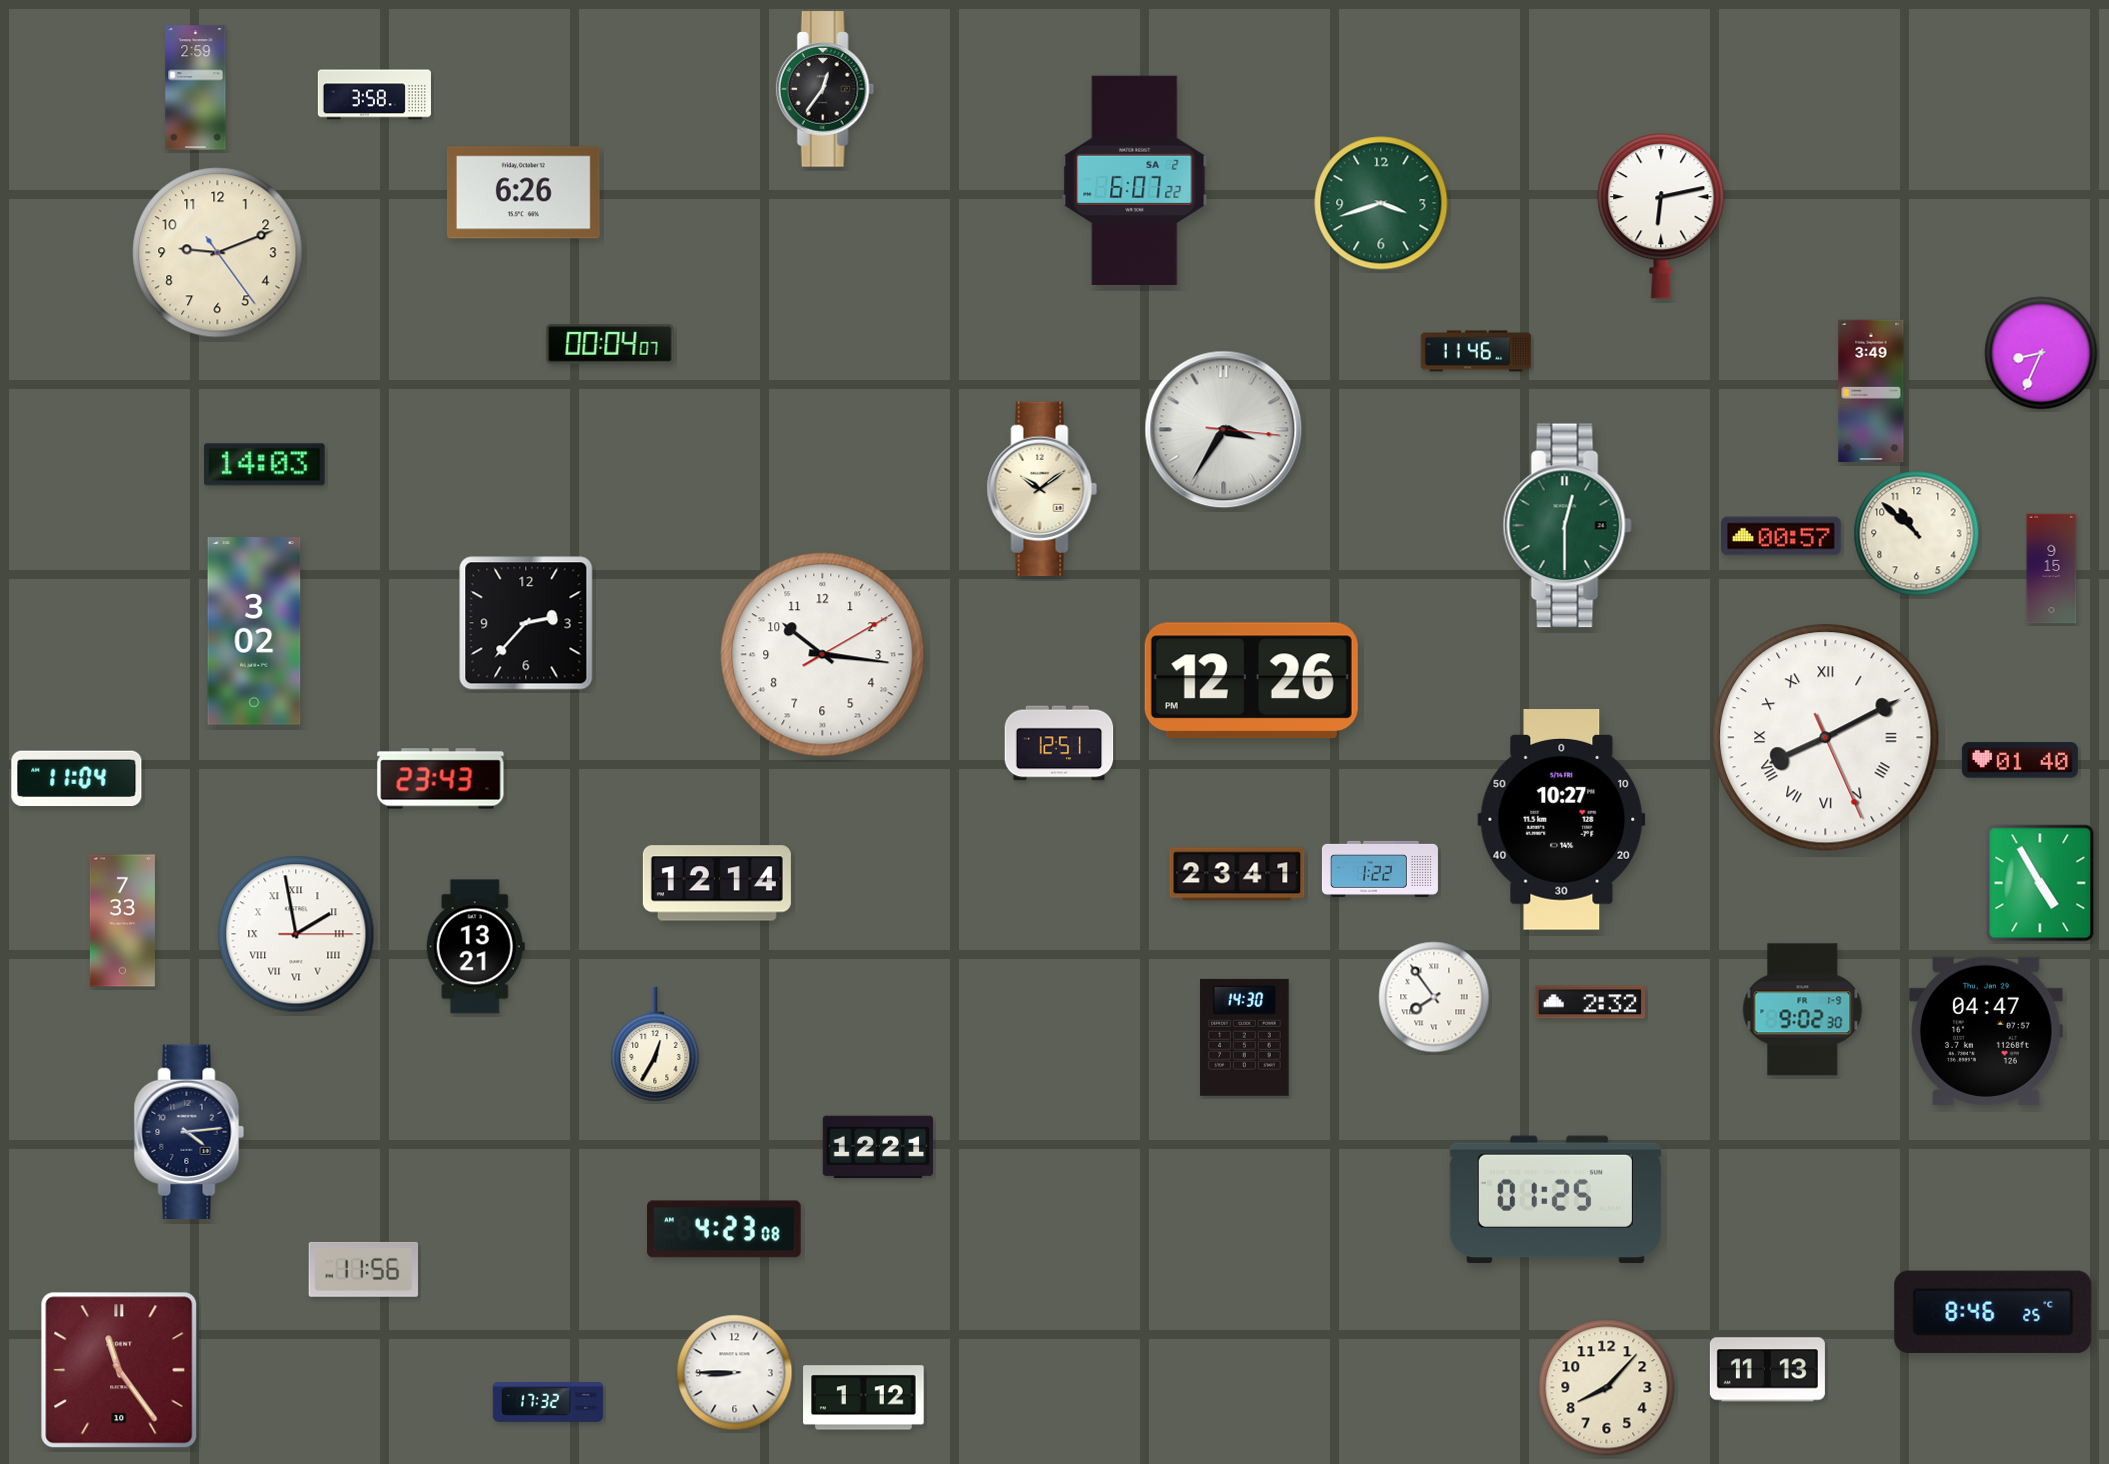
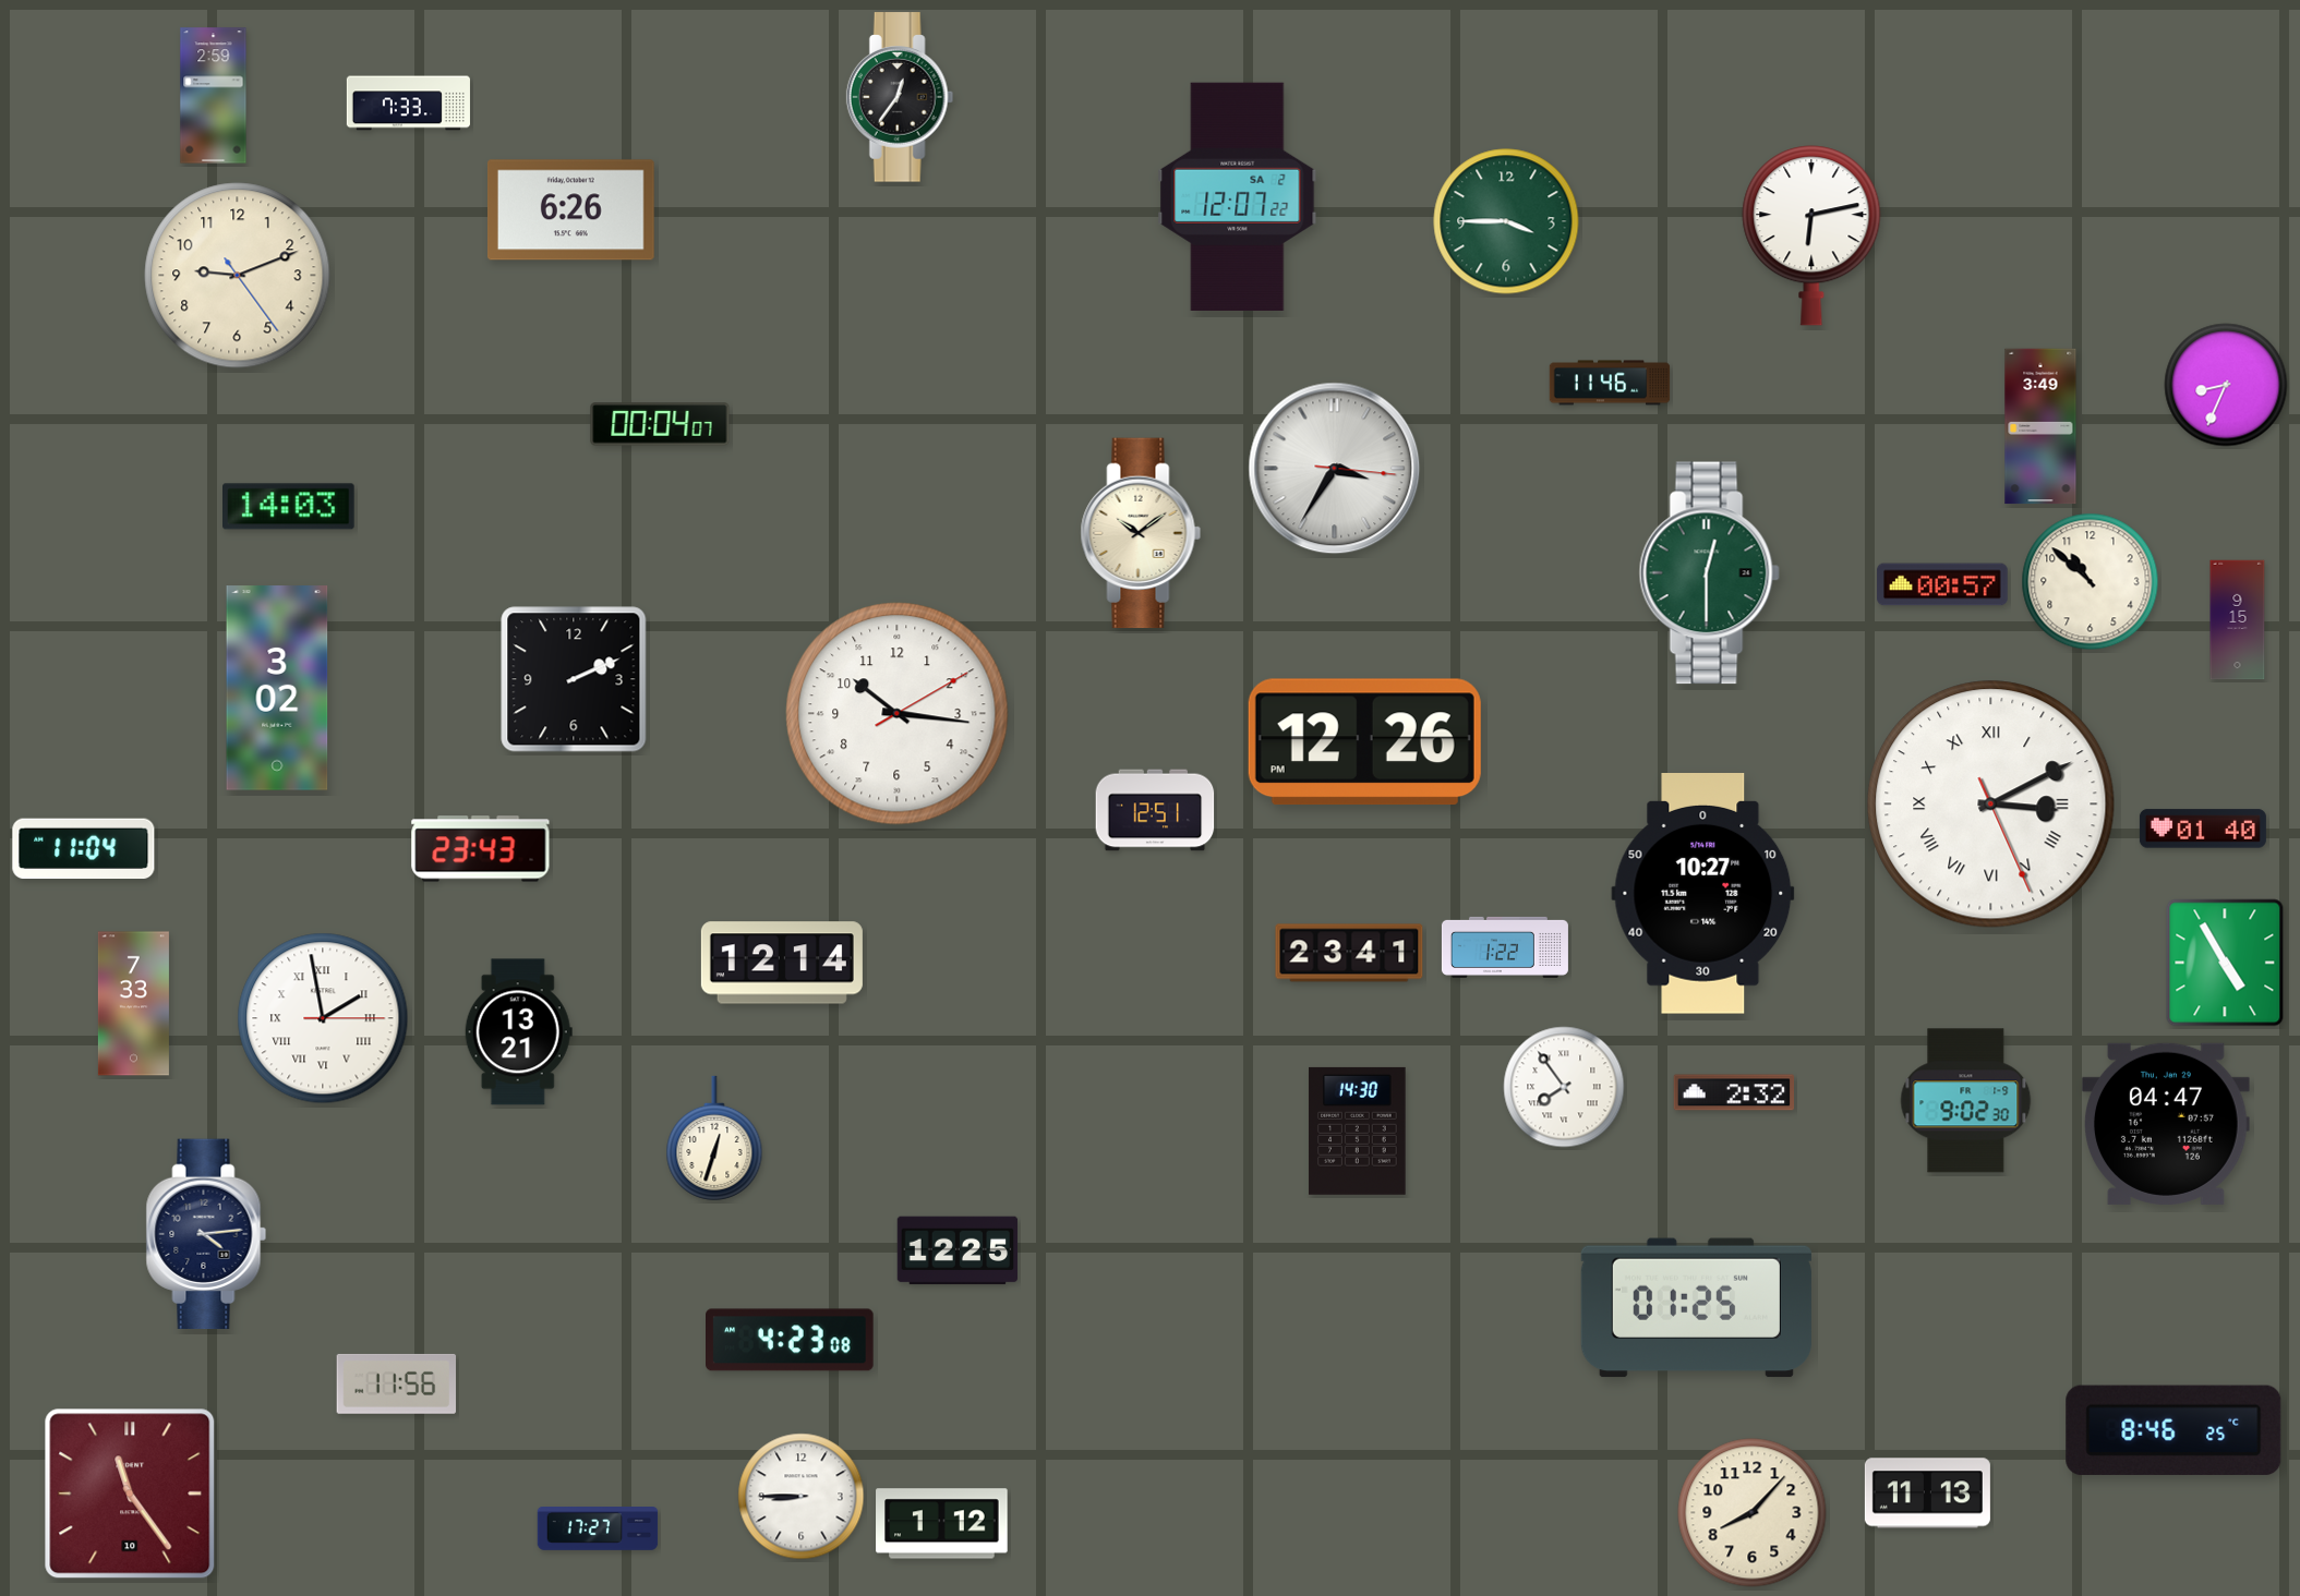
clock at (374, 95): 3:58 -> 7:33
clock at (1135, 180): 6:07 -> 12:07
clock at (1381, 203): 3:42 -> 3:45
clock at (610, 344) position: (610, 344) -> (660, 424)
clock at (1042, 489) position: (1042, 489) -> (1141, 533)
clock at (526, 623): 2:37 -> 2:11
clock at (1826, 738): 8:10 -> 3:10
clock at (655, 1043): 12:35 -> 12:33
clock at (878, 1147): 12:21 -> 12:25
clock at (548, 1403): 17:32 -> 17:27
